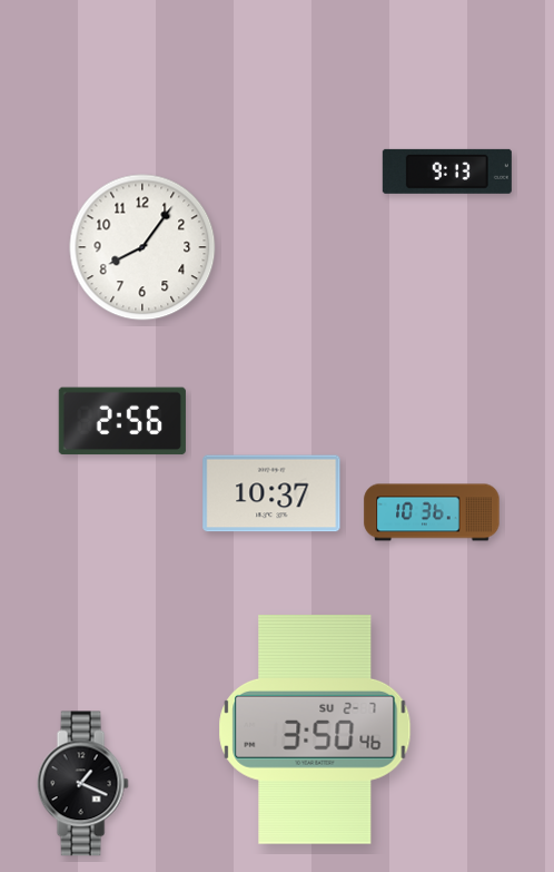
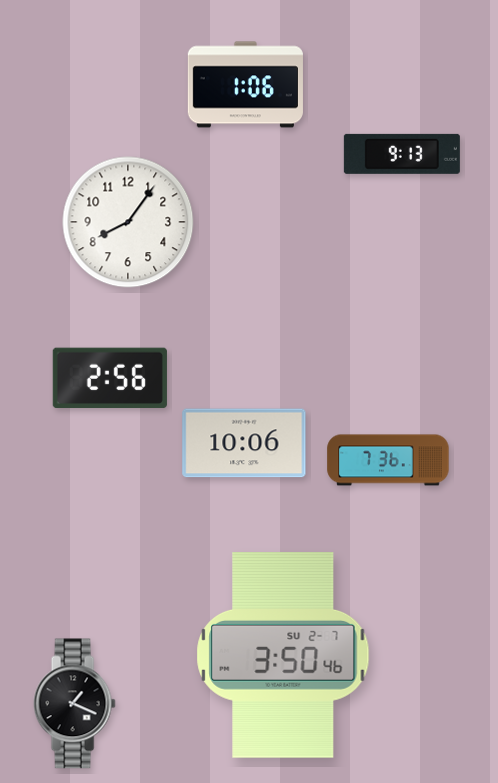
clock at (245, 85): none -> 1:06
clock at (271, 493): 10:37 -> 10:06
clock at (432, 512): 10:36 -> 7:36
